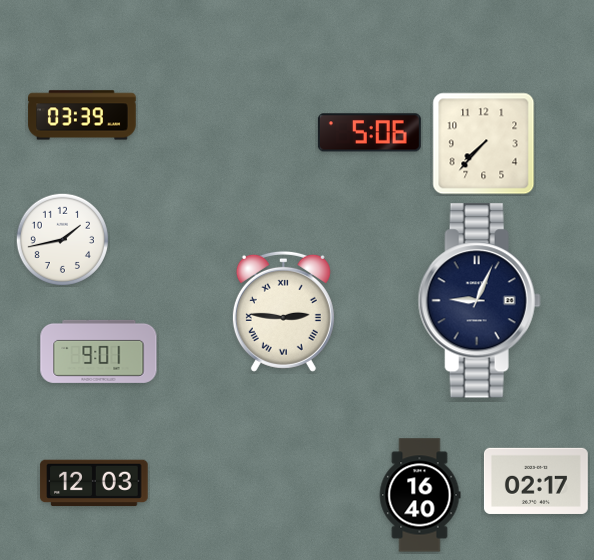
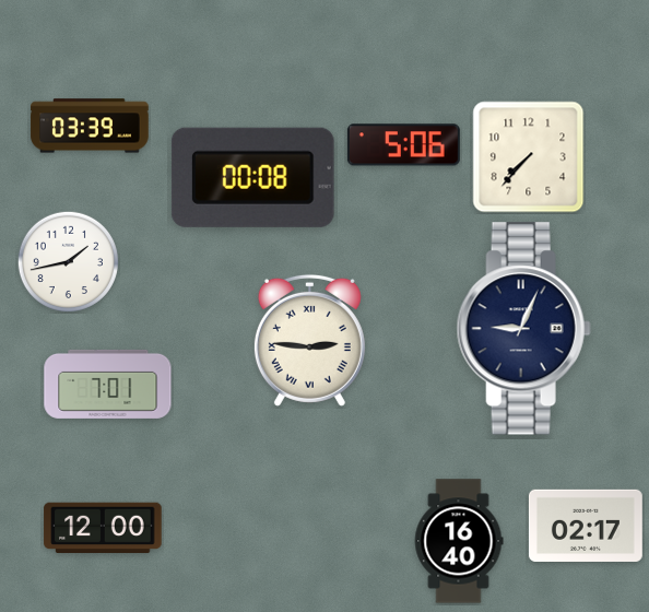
clock at (252, 177): none -> 00:08
clock at (99, 351): 9:01 -> 7:01
clock at (94, 483): 12:03 -> 12:00
